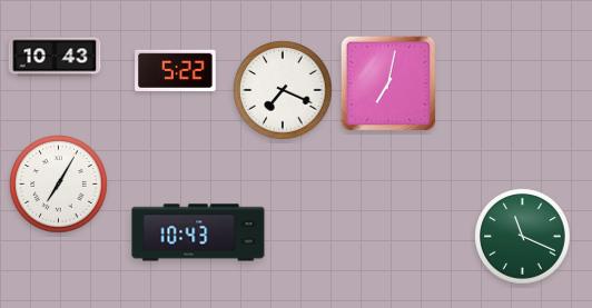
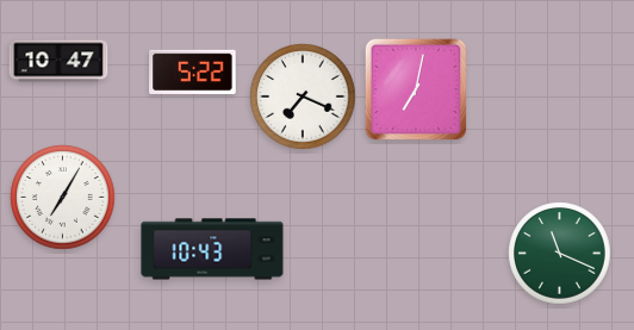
clock at (55, 57): 10:43 -> 10:47
clock at (176, 70) position: (176, 70) -> (193, 71)
